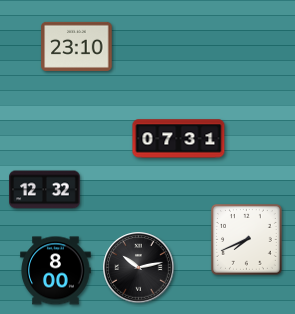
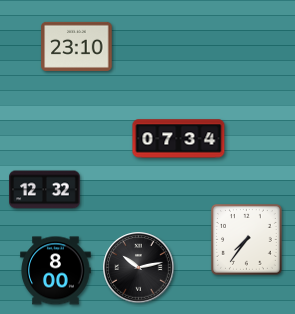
clock at (179, 139): 07:31 -> 07:34
clock at (247, 240): 7:41 -> 7:36
